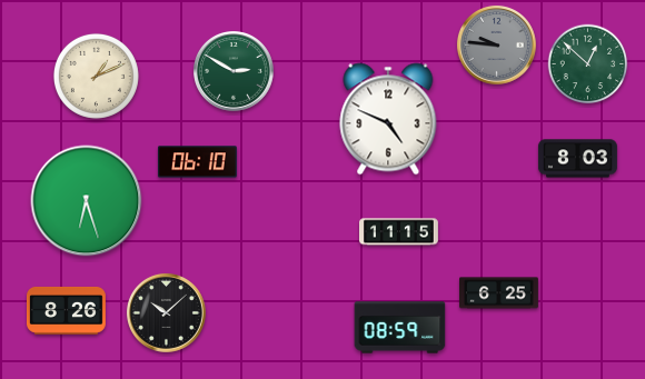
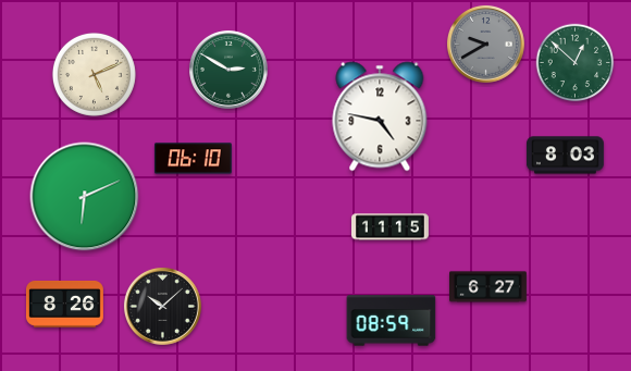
clock at (496, 44): 9:46 -> 9:40
clock at (96, 76): 1:11 -> 5:11
clock at (388, 119): 4:49 -> 4:47
clock at (87, 201): 6:27 -> 6:11
clock at (499, 293): 6:25 -> 6:27
